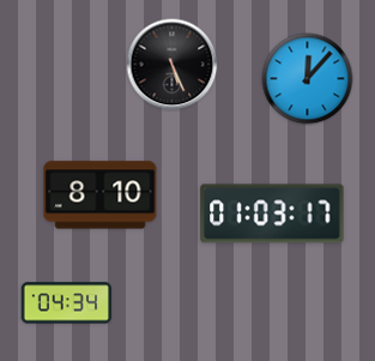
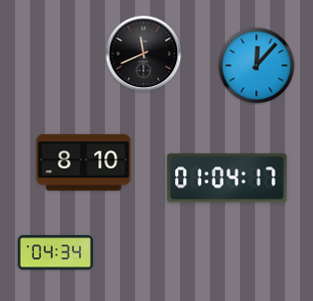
clock at (173, 65): 5:26 -> 11:41
clock at (272, 213): 01:03 -> 01:04
